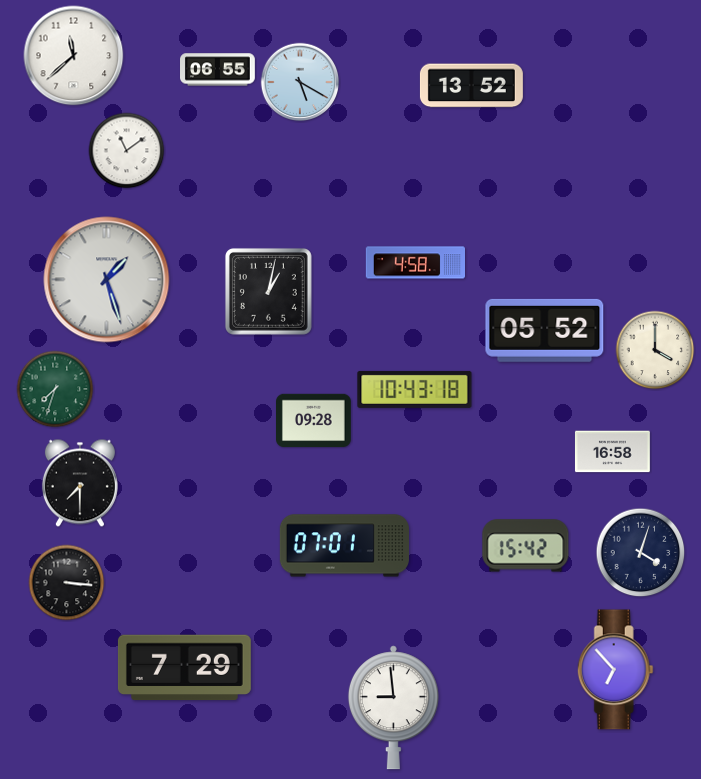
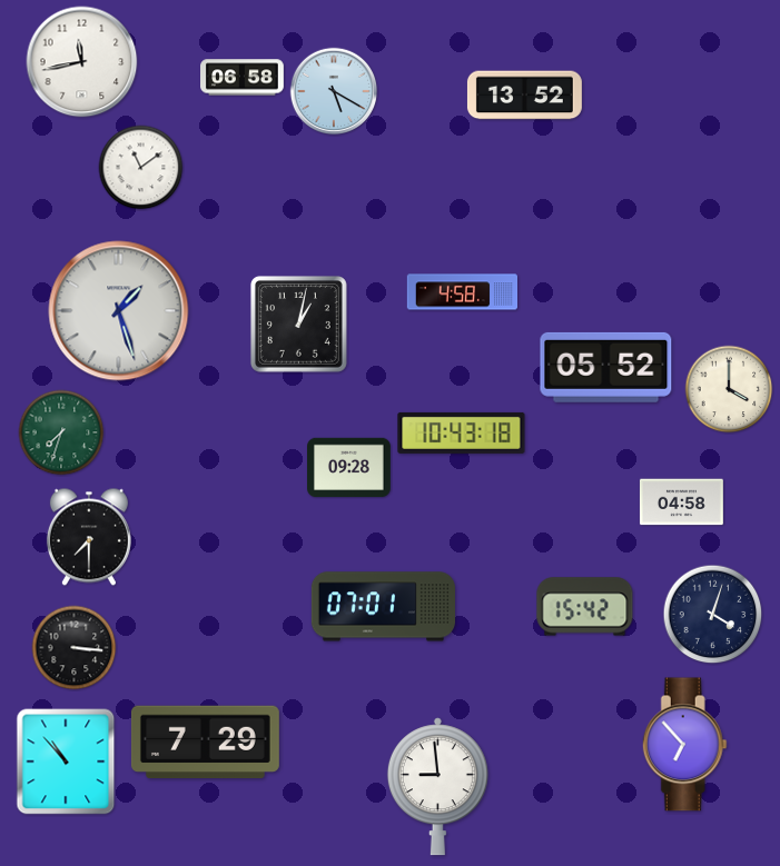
clock at (74, 56): 11:38 -> 11:43
clock at (218, 70): 06:55 -> 06:58
clock at (613, 452): 16:58 -> 04:58
clock at (66, 762): none -> 10:53
